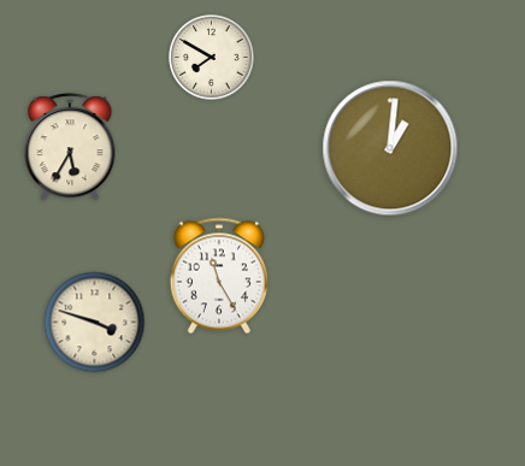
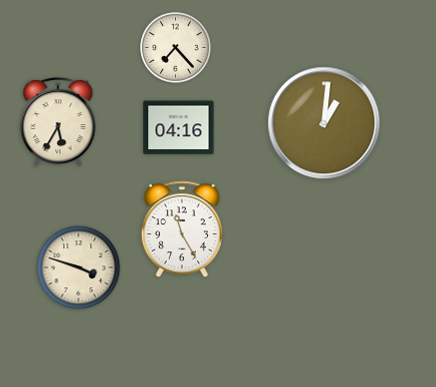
clock at (212, 58): 7:50 -> 7:23
clock at (179, 128): none -> 04:16
